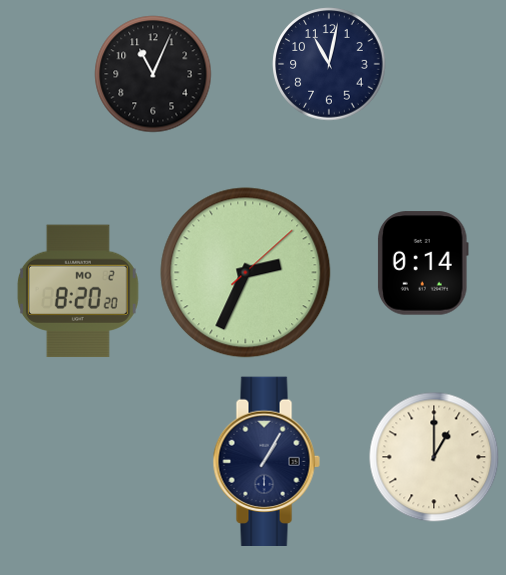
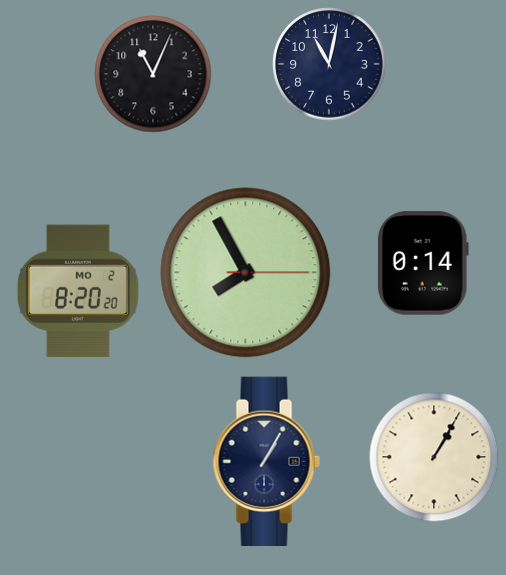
clock at (246, 273): 2:34 -> 7:55
clock at (434, 457): 1:00 -> 1:05
